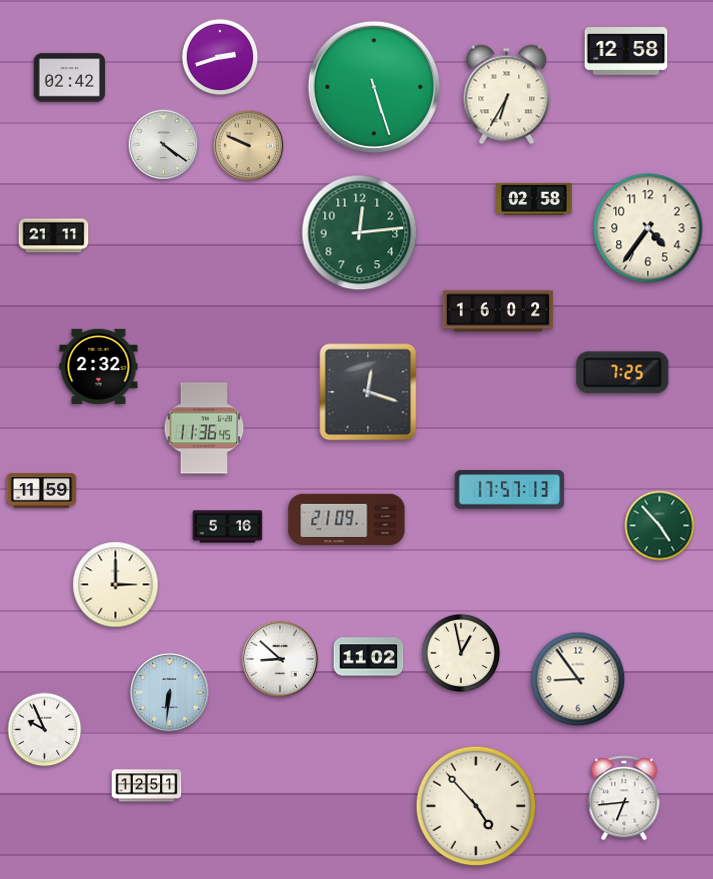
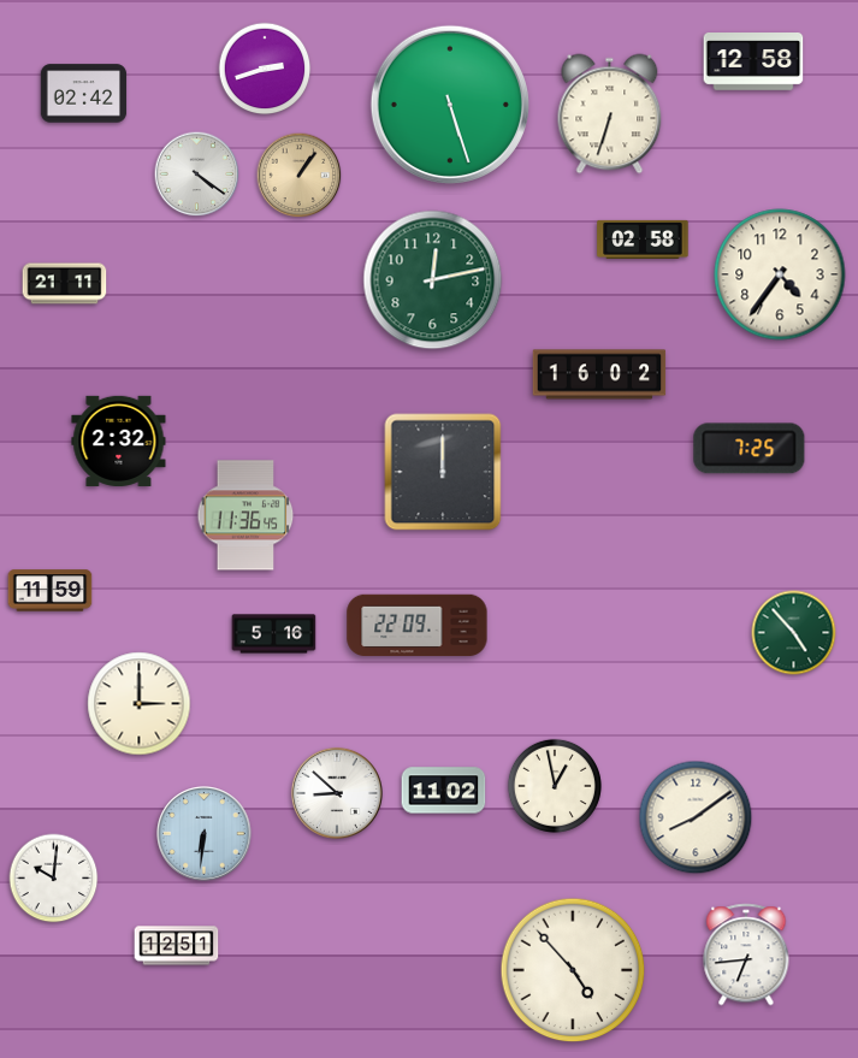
clock at (507, 95): 6:35 -> 6:33
clock at (249, 146): 9:49 -> 1:06
clock at (360, 233): 12:14 -> 12:13
clock at (368, 392): 12:18 -> 12:00
clock at (510, 490): 17:57 -> none
clock at (347, 520): 21:09 -> 22:09
clock at (578, 679): 8:54 -> 8:09
clock at (45, 730): 9:56 -> 10:01
clock at (624, 798) position: (624, 798) -> (746, 954)
